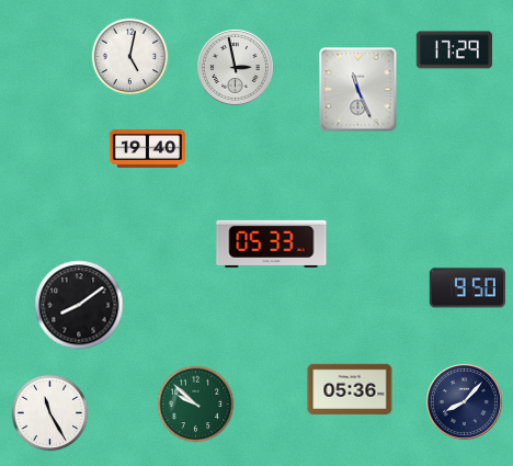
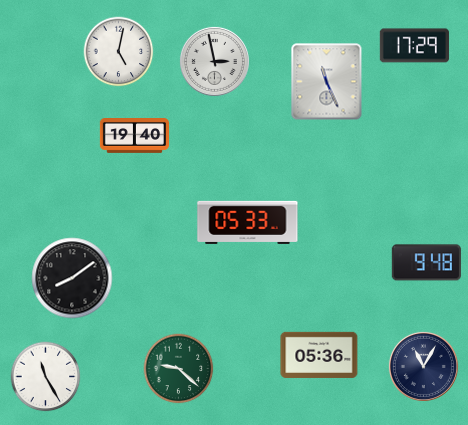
clock at (467, 288): 9:50 -> 9:48
clock at (464, 401): 8:07 -> 11:05
clock at (196, 405): 9:52 -> 9:22
